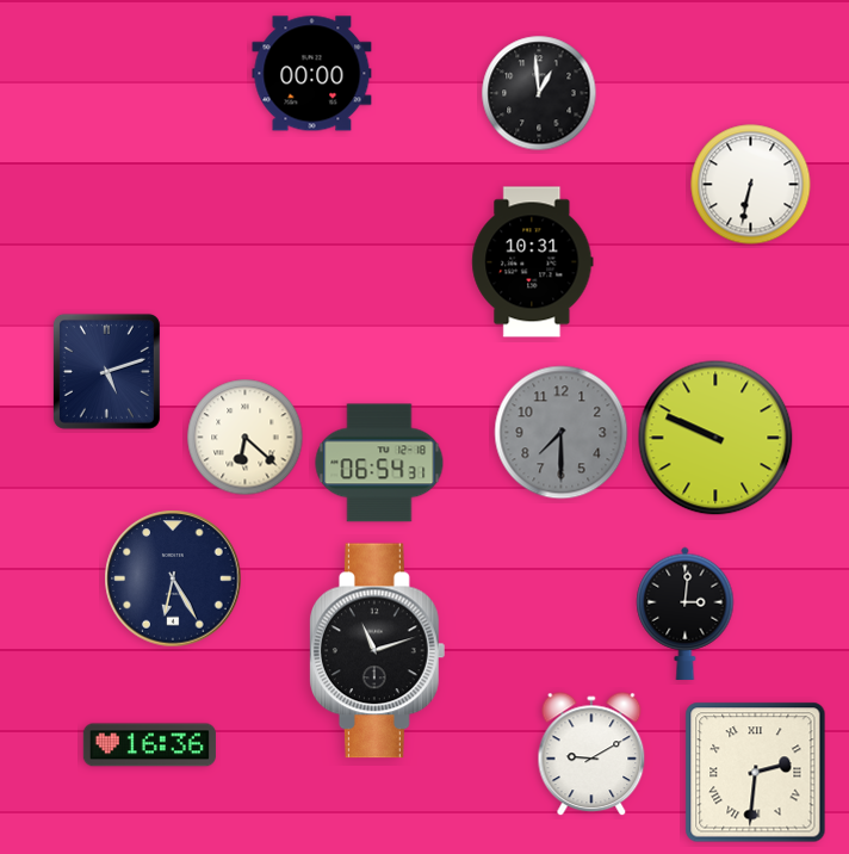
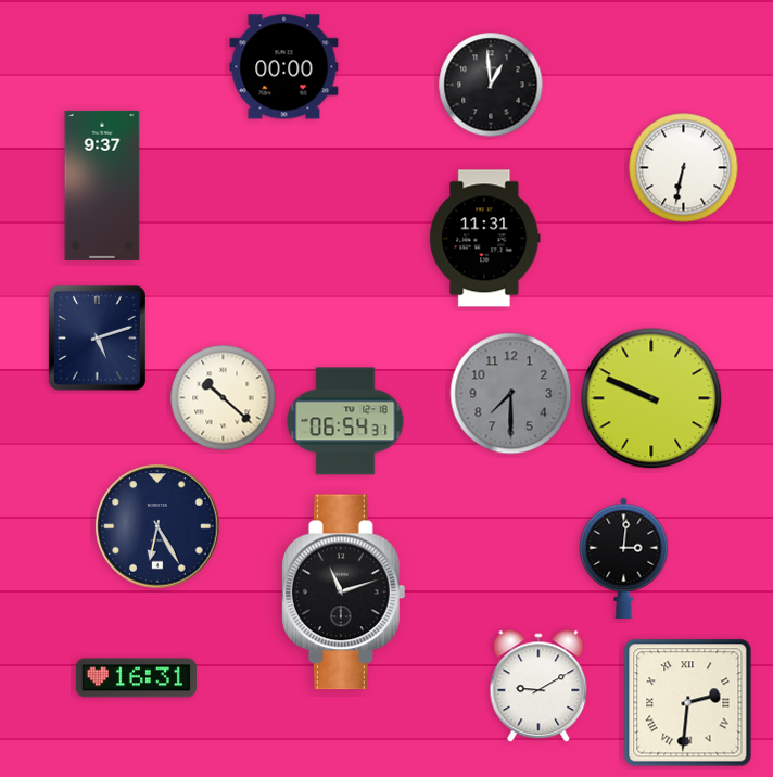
clock at (102, 186): none -> 9:37
clock at (533, 262): 10:31 -> 11:31
clock at (246, 438): 6:22 -> 10:22
clock at (149, 745): 16:36 -> 16:31
